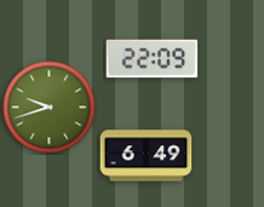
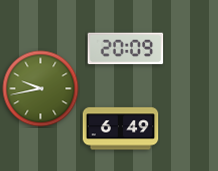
clock at (153, 59): 22:09 -> 20:09
clock at (50, 108): 9:42 -> 9:43
